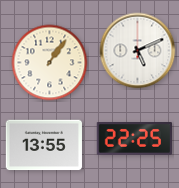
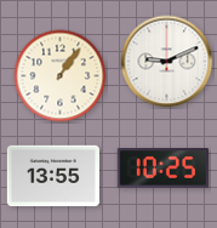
clock at (138, 51): 5:11 -> 9:11
clock at (134, 139): 22:25 -> 10:25
